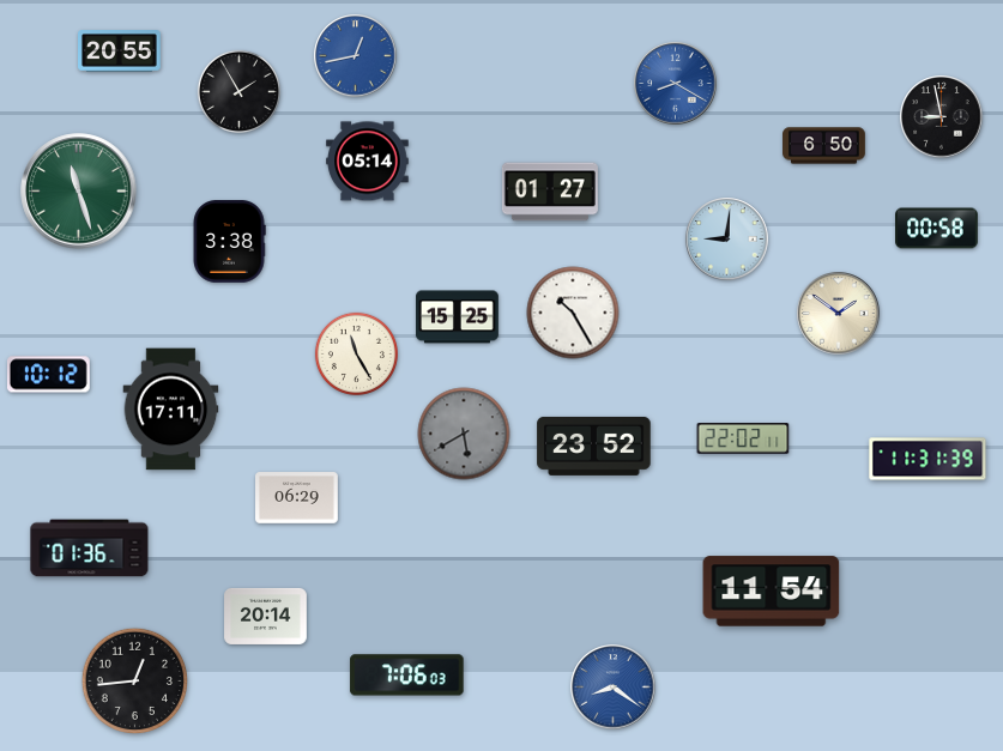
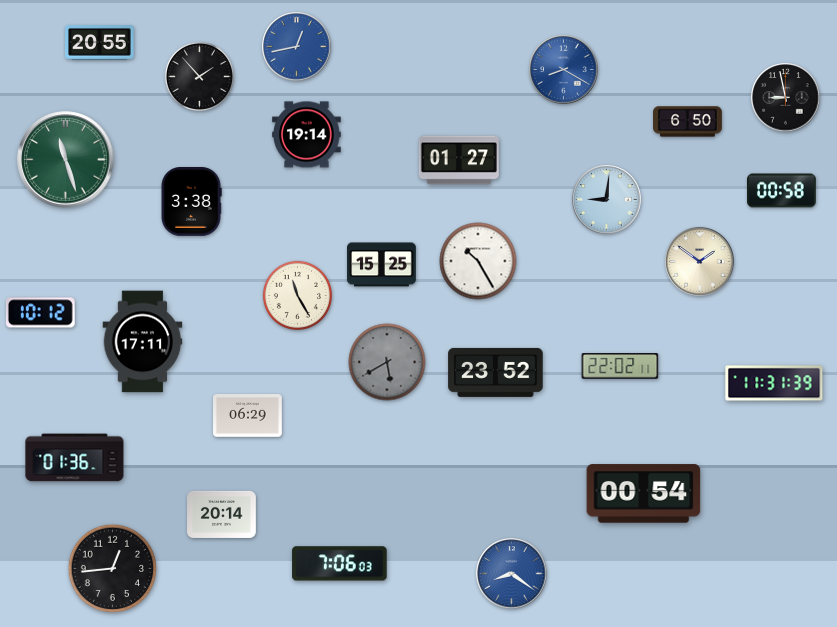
clock at (238, 91): 1:55 -> 1:53
clock at (368, 162): 05:14 -> 19:14
clock at (772, 592): 11:54 -> 00:54
